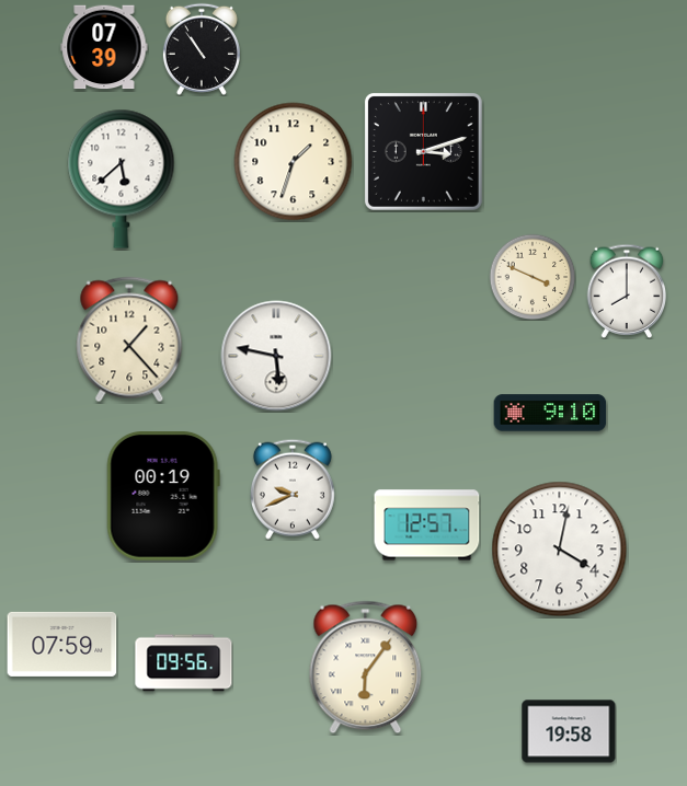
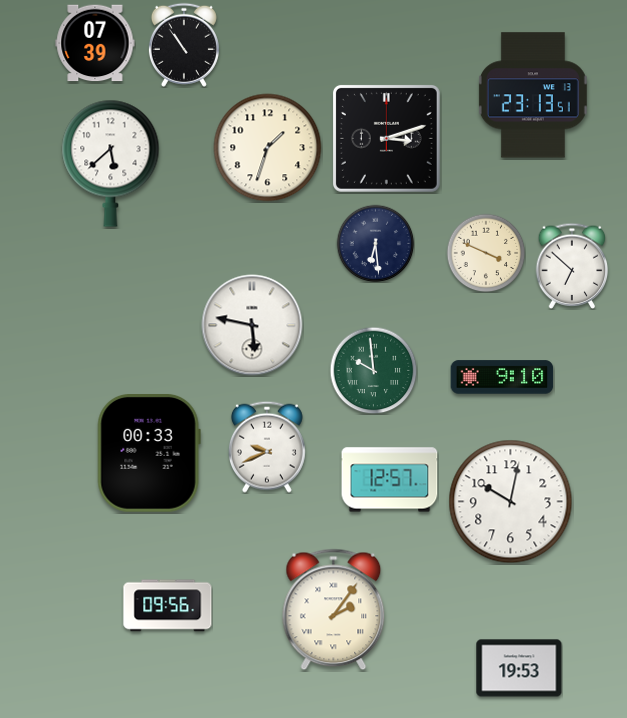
clock at (533, 95): none -> 23:13
clock at (375, 243): none -> 6:29
clock at (627, 291): 8:00 -> 6:52
clock at (129, 339): 1:23 -> none
clock at (373, 370): none -> 9:59
clock at (163, 497): 00:19 -> 00:33
clock at (560, 550): 4:02 -> 10:02
clock at (62, 644): 07:59 -> none
clock at (366, 668): 6:06 -> 2:06
clock at (569, 731): 19:58 -> 19:53
